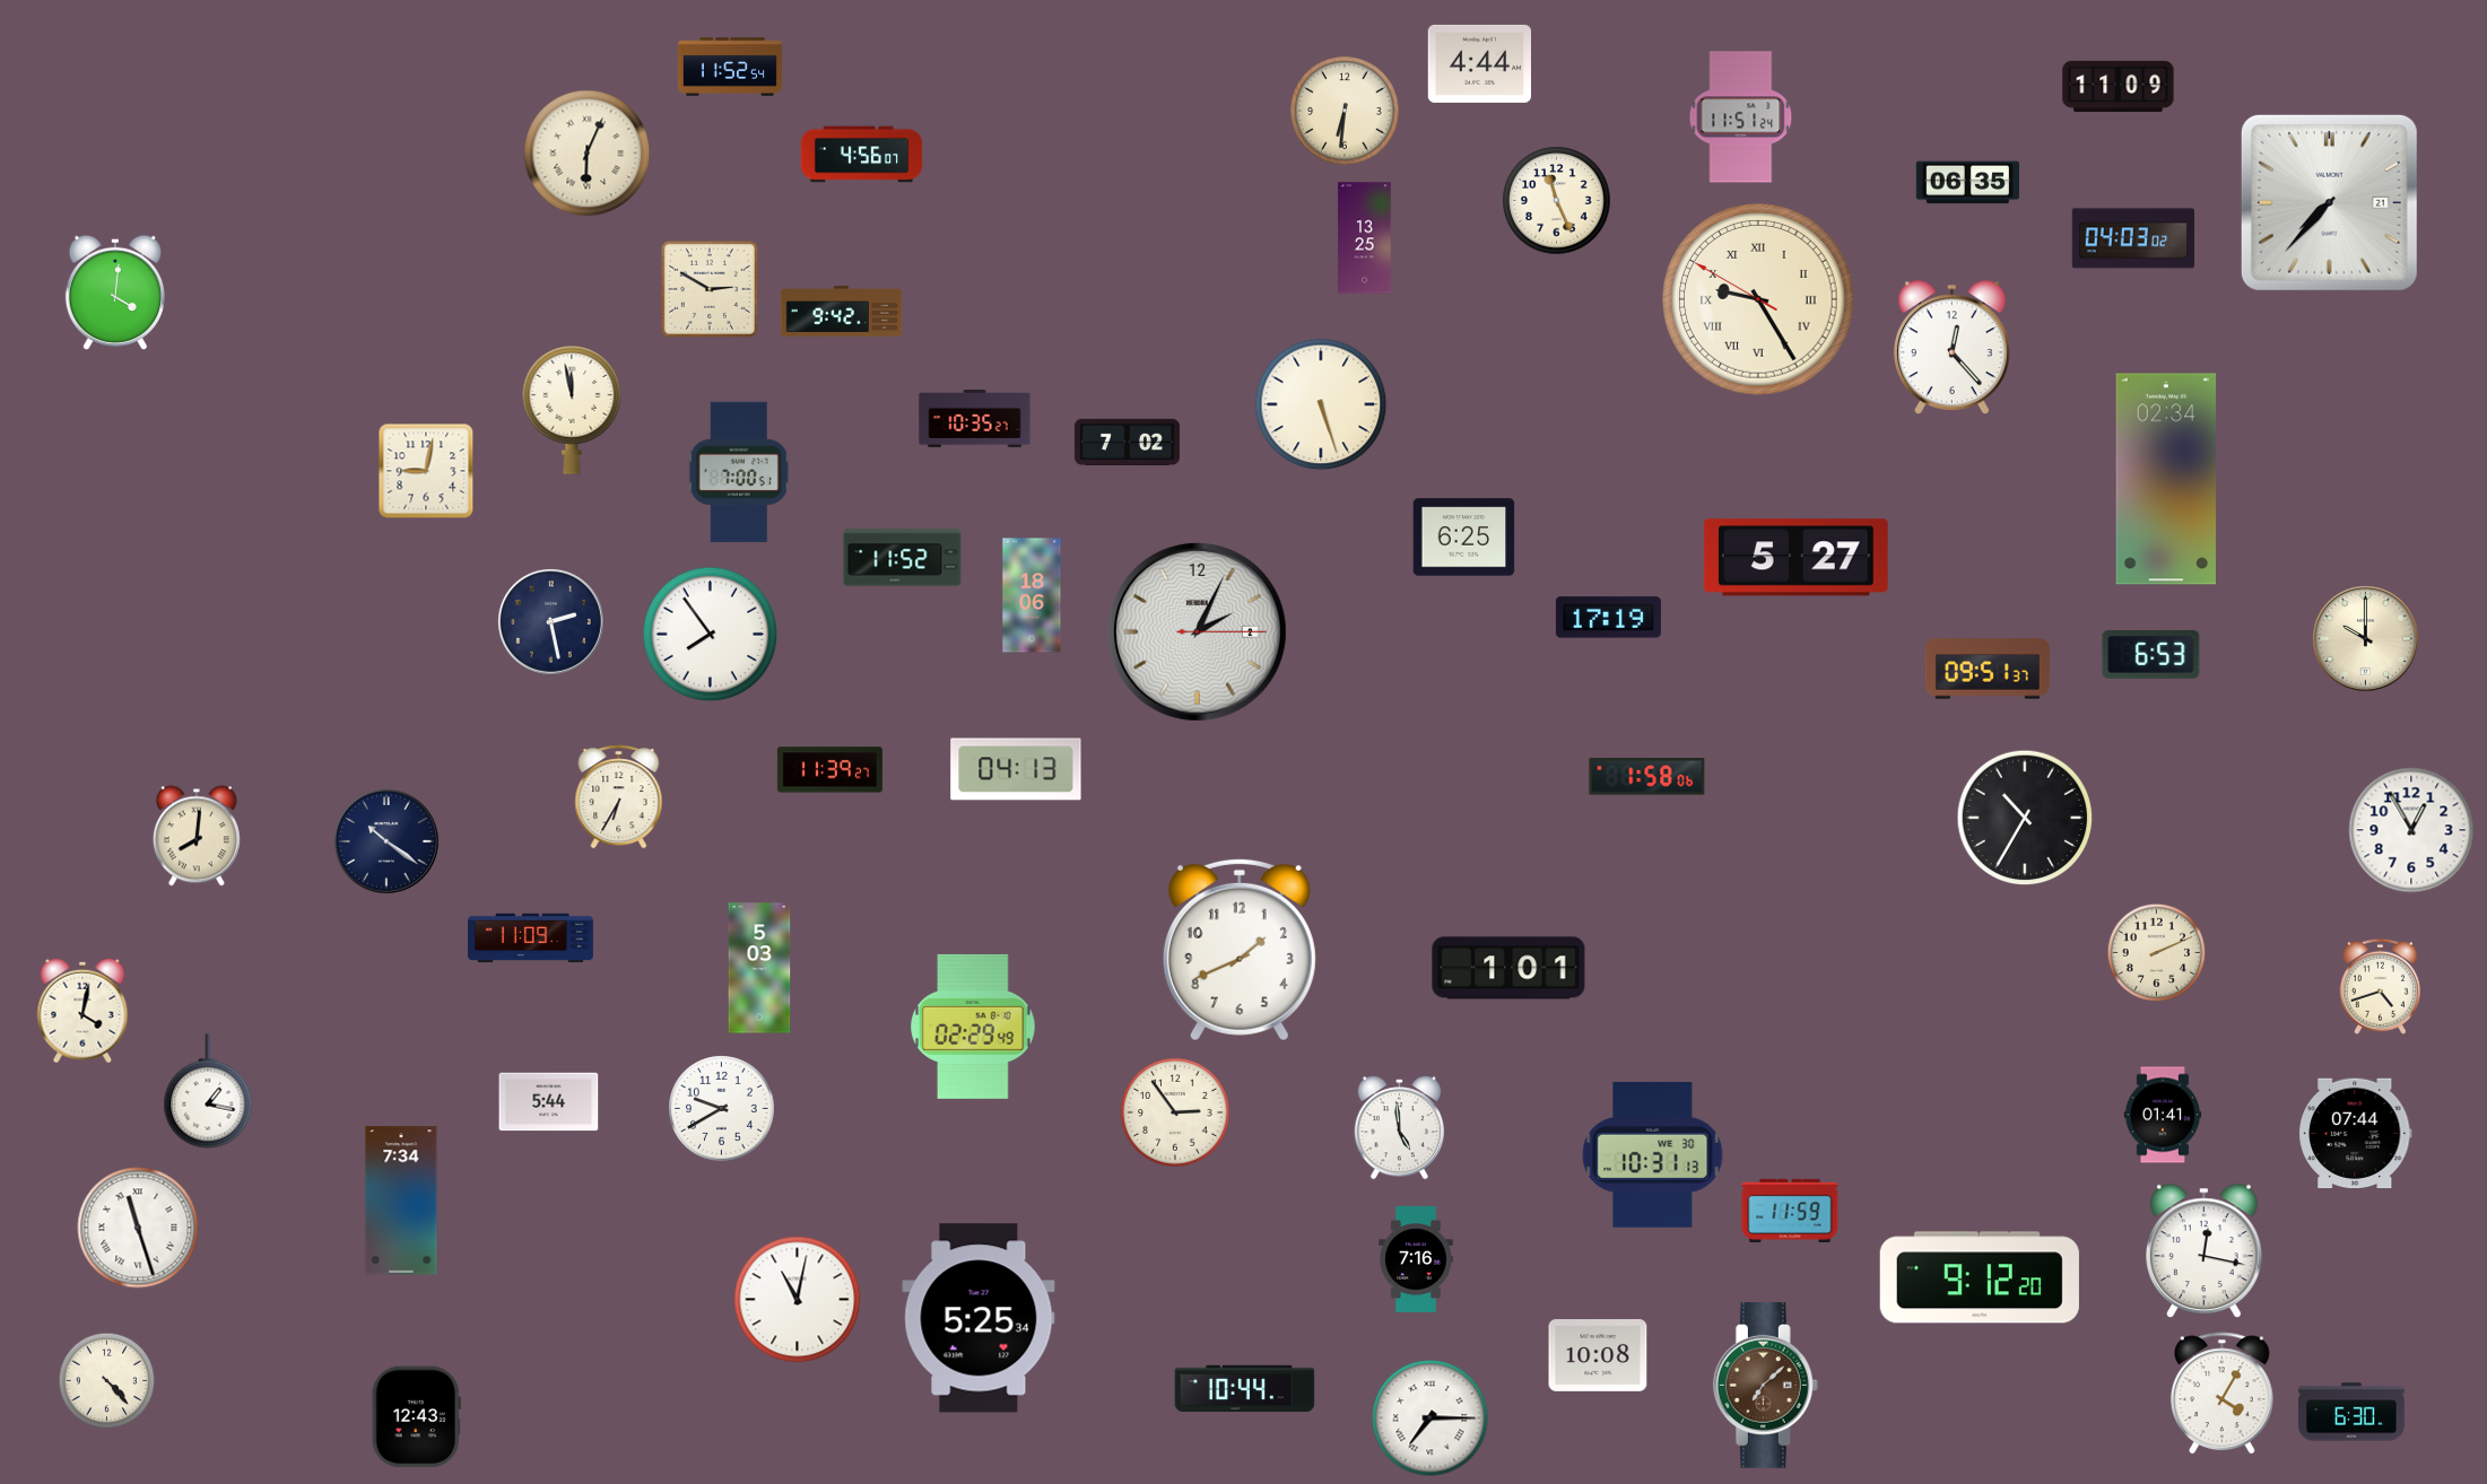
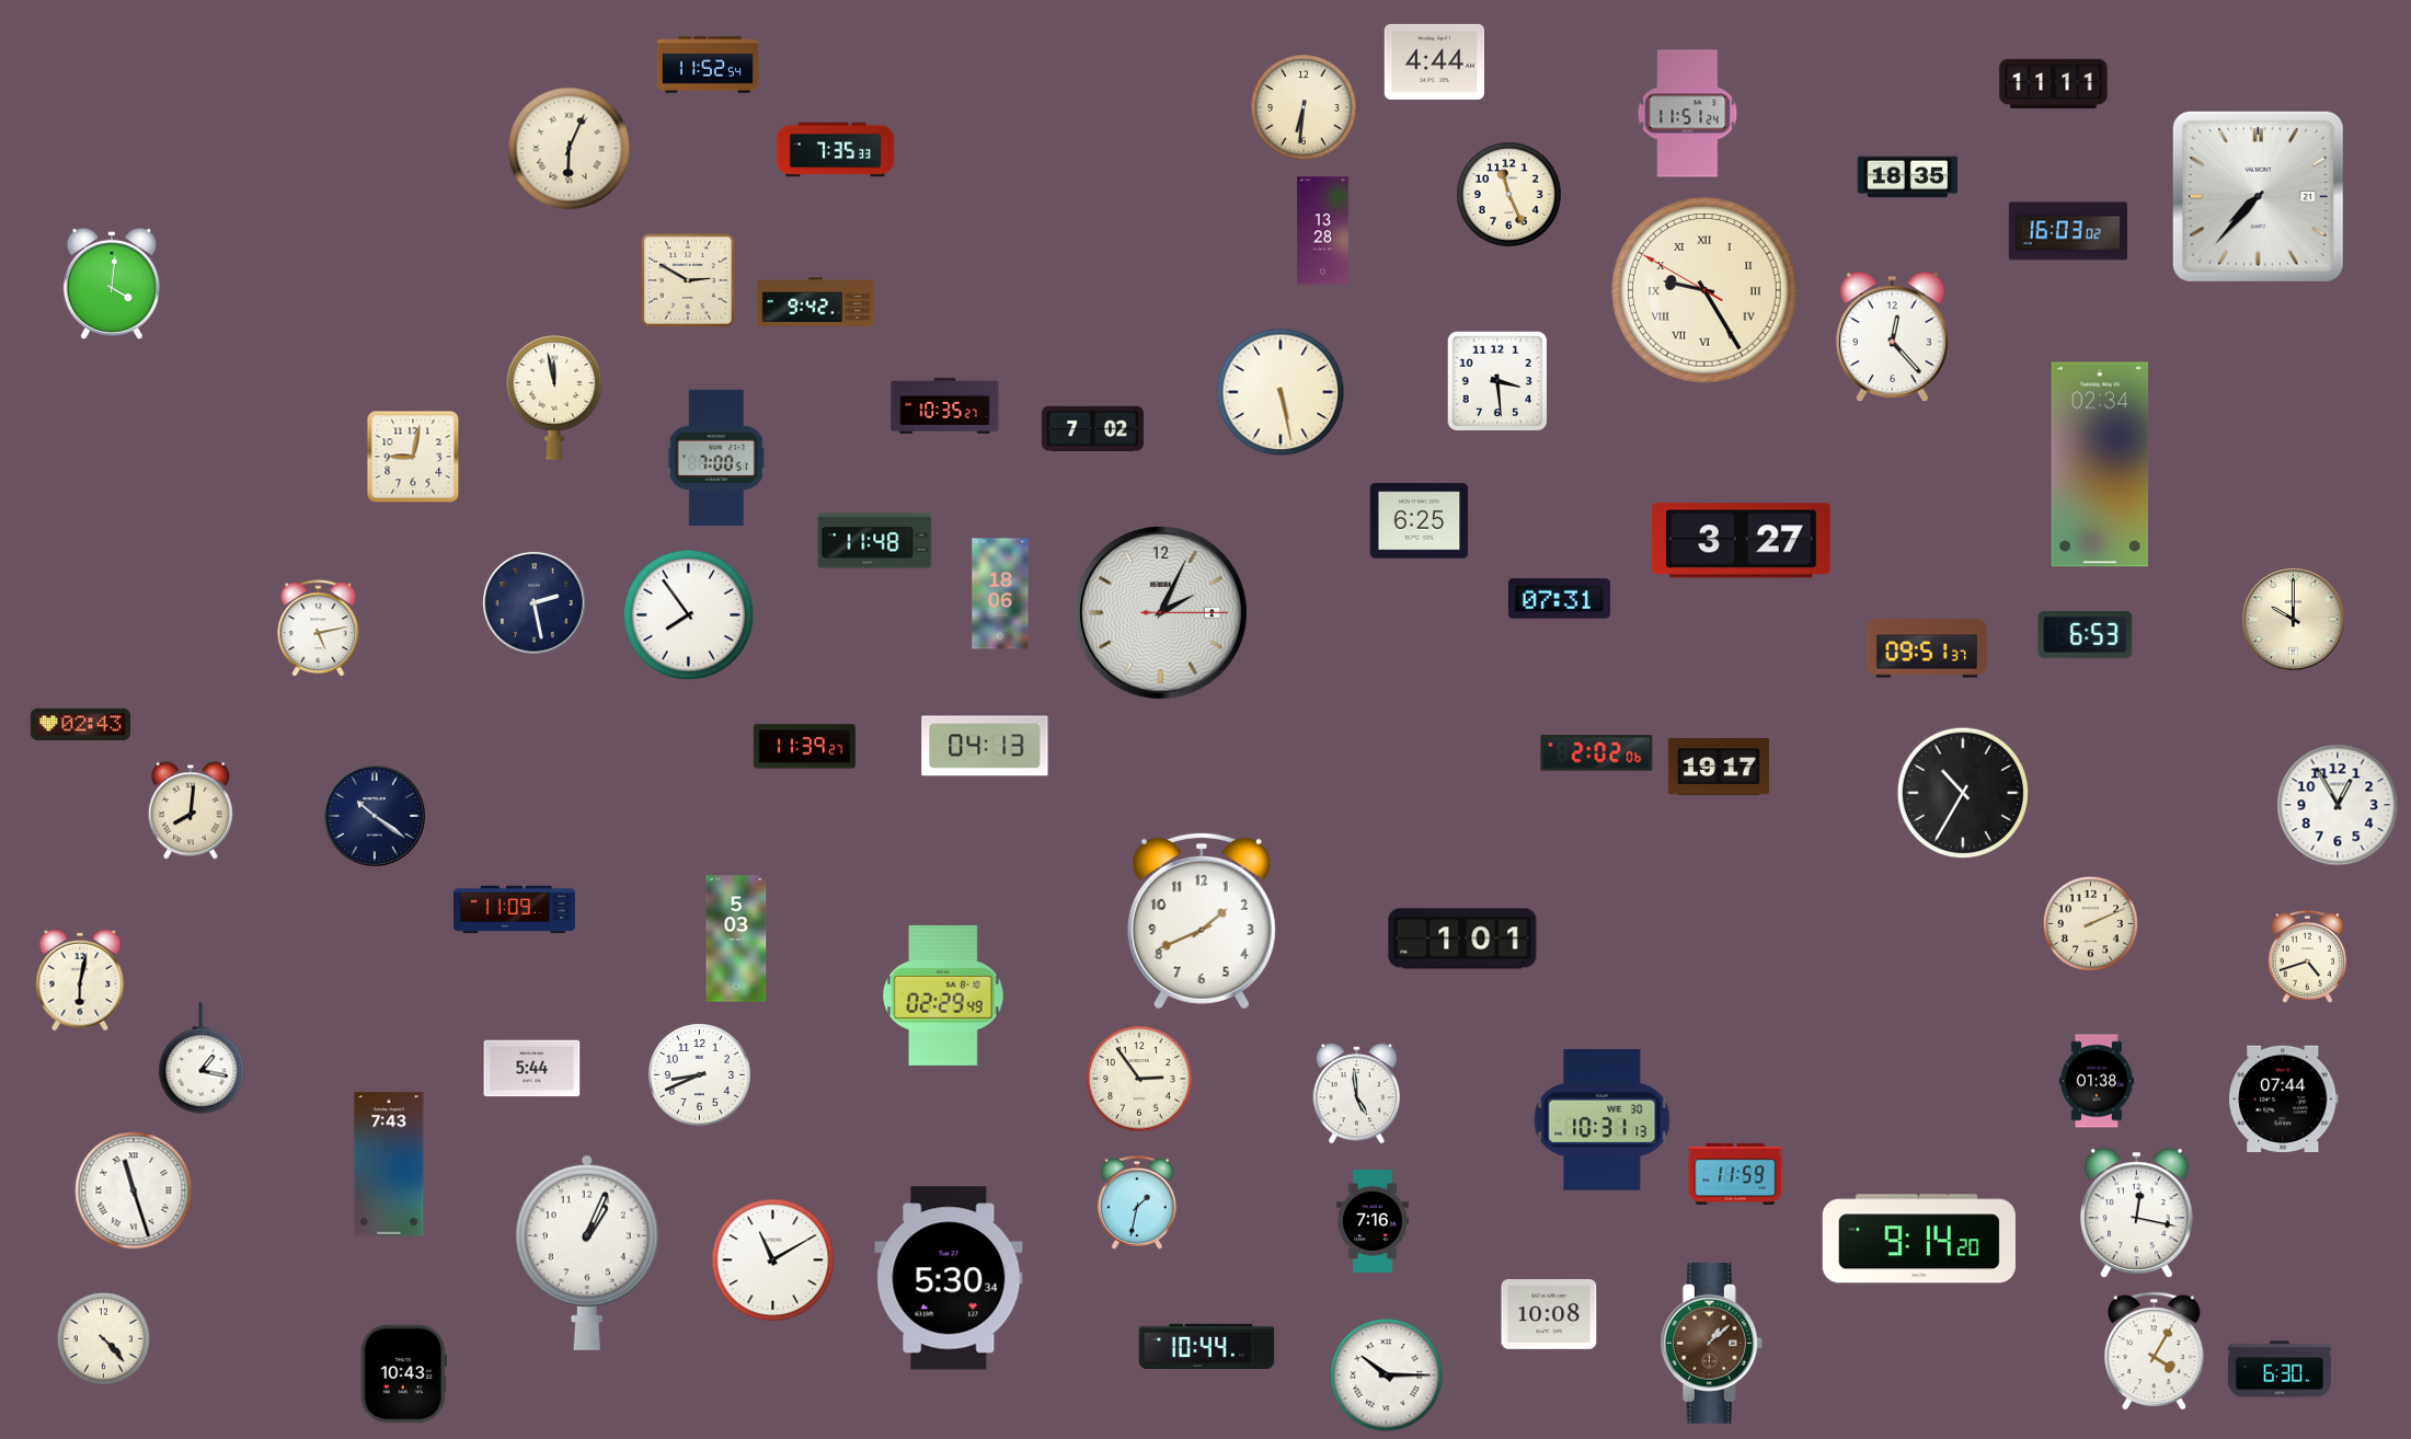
clock at (2119, 86): 11:09 -> 11:11
clock at (862, 155): 4:56 -> 7:35
clock at (1967, 183): 06:35 -> 18:35
clock at (1365, 238): 13:25 -> 13:28
clock at (2132, 238): 04:03 -> 16:03
clock at (1497, 381): none -> 3:29
clock at (1321, 404): 5:27 -> 5:28
clock at (903, 558): 11:52 -> 11:48
clock at (1795, 558): 5:27 -> 3:27
clock at (1032, 595) position: (1032, 595) -> (1000, 594)
clock at (1608, 618): 17:19 -> 07:31
clock at (319, 629): none -> 5:13
clock at (80, 725): none -> 02:43
clock at (1647, 777): 1:58 -> 2:02
clock at (1719, 768): none -> 19:17
clock at (619, 797): 6:35 -> none
clock at (82, 1011): 4:02 -> 6:02
clock at (722, 1109): 9:40 -> 8:41
clock at (2163, 1115): 01:41 -> 01:38
clock at (401, 1201): 7:34 -> 7:43
clock at (1137, 1202): none -> 1:32
clock at (1980, 1277): 9:12 -> 9:14
clock at (587, 1253): none -> 1:04
clock at (798, 1300): 11:02 -> 11:10
clock at (979, 1318): 5:25 -> 5:30
clock at (1765, 1386): 7:08 -> 1:08
clock at (416, 1417): 12:43 -> 10:43
clock at (1431, 1418): 7:15 -> 10:15
